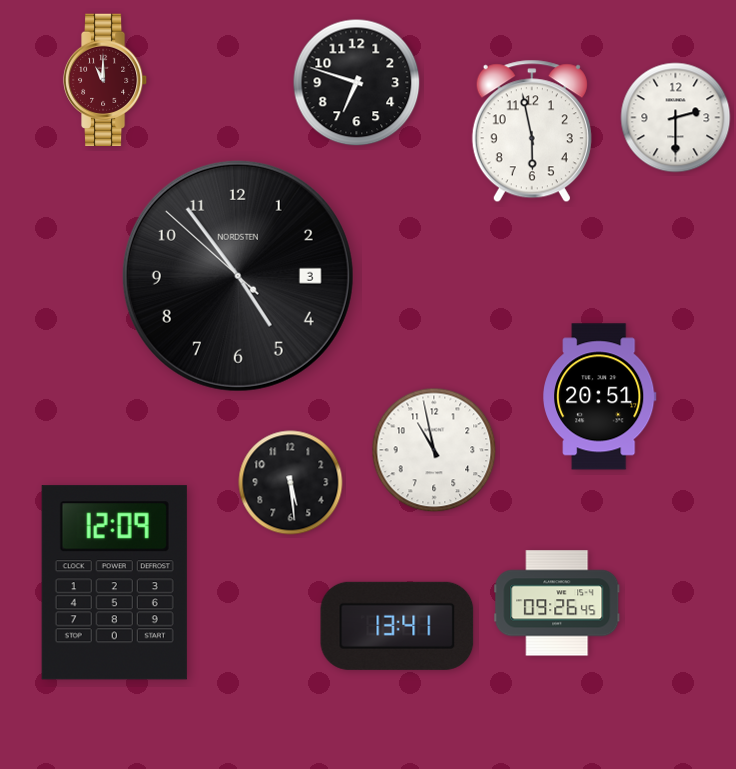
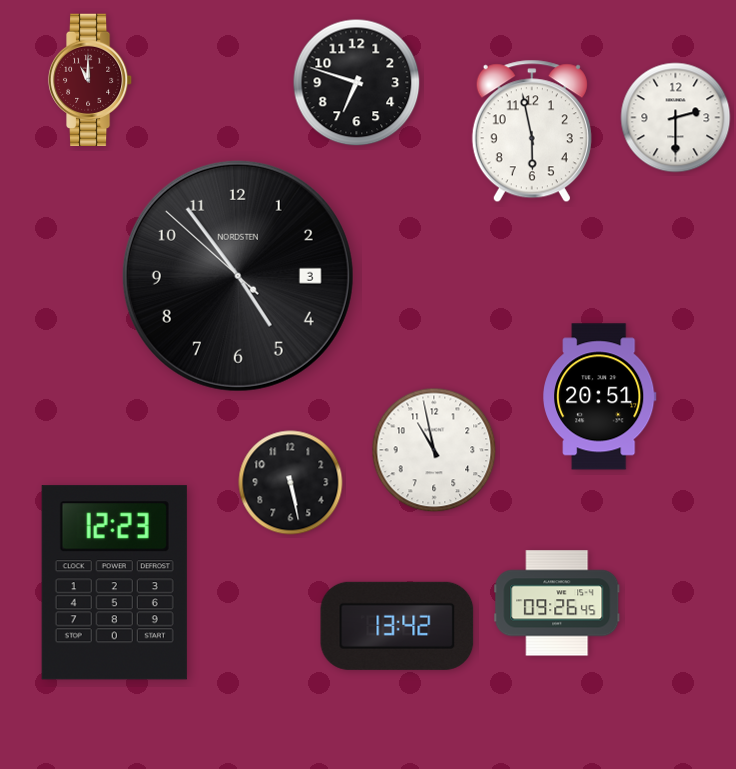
clock at (105, 79) position: (105, 79) -> (90, 79)
clock at (291, 483): 5:29 -> 5:28
clock at (114, 583): 12:09 -> 12:23
clock at (397, 626): 13:41 -> 13:42
